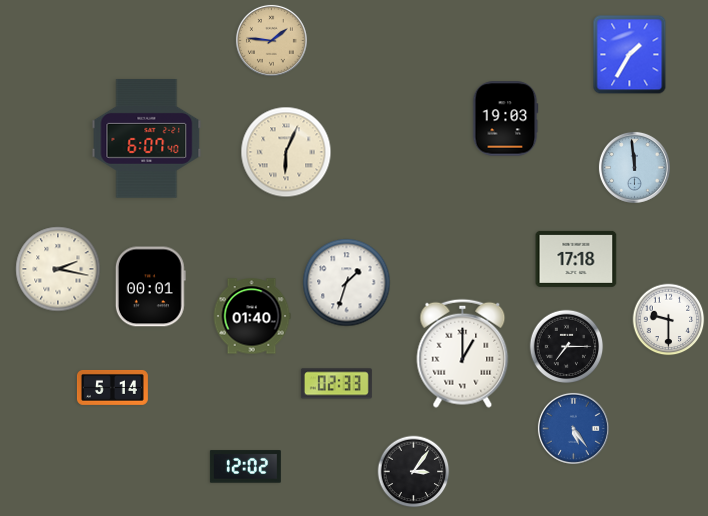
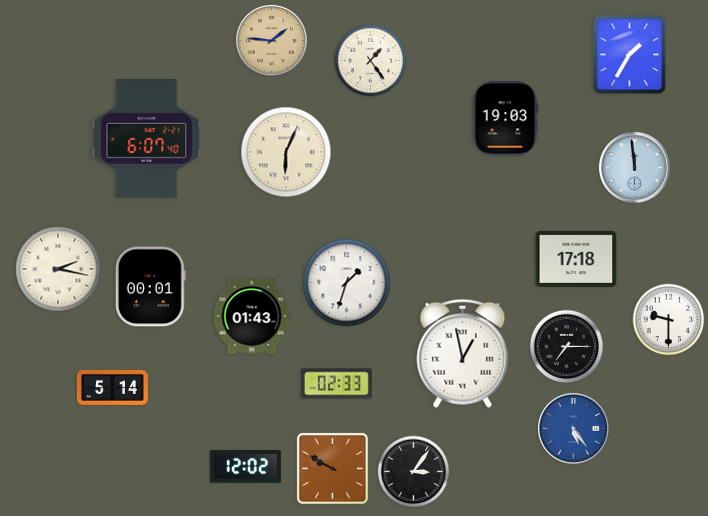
clock at (371, 61): none -> 1:24
clock at (252, 316): 01:40 -> 01:43
clock at (463, 353): 1:00 -> 12:58
clock at (332, 468): none -> 9:50
